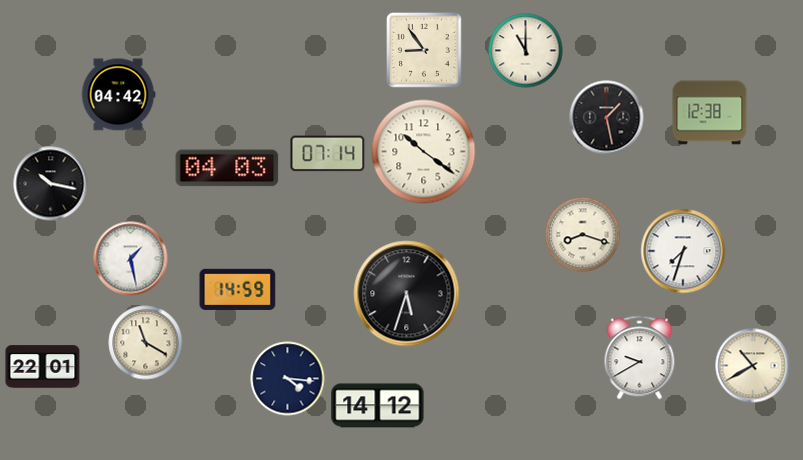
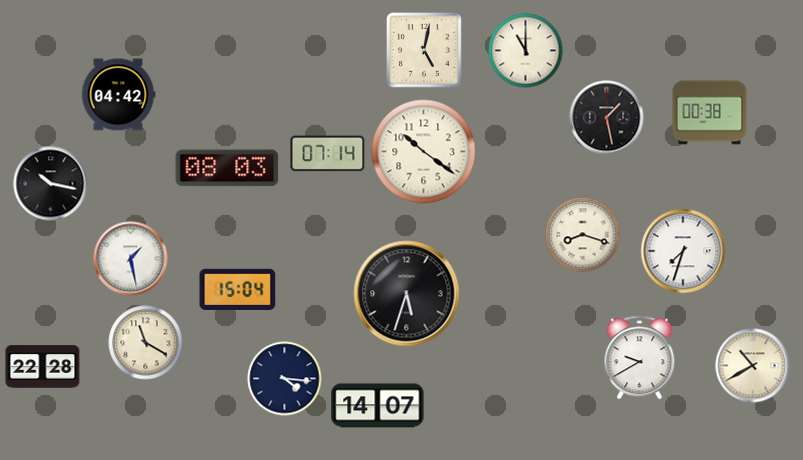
clock at (425, 51): 8:54 -> 5:02
clock at (710, 113): 12:38 -> 00:38
clock at (227, 168): 04:03 -> 08:03
clock at (238, 289): 14:59 -> 15:04
clock at (43, 367): 22:01 -> 22:28
clock at (288, 379) position: (288, 379) -> (285, 379)
clock at (378, 406): 14:12 -> 14:07
